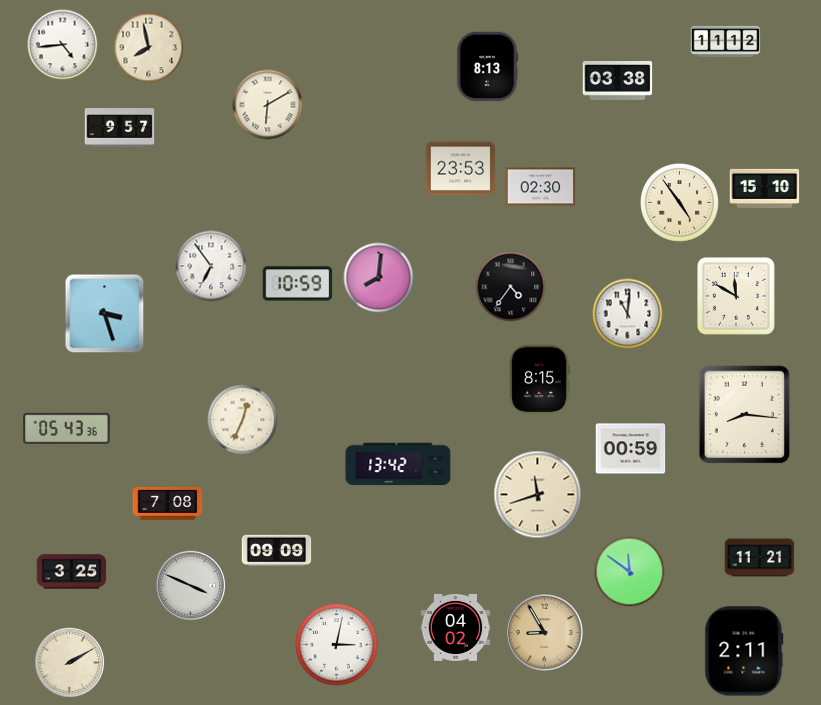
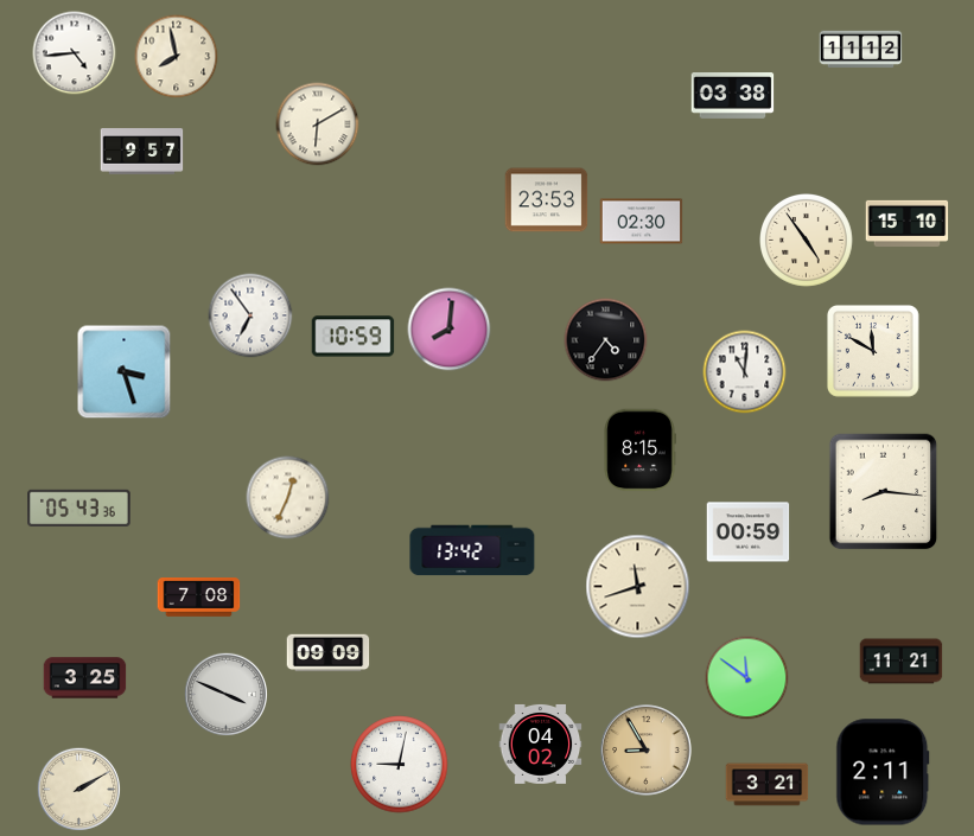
clock at (487, 67): 8:13 -> none
clock at (337, 645): 3:02 -> 9:02
clock at (768, 785): none -> 3:21
clock at (70, 663) position: (70, 663) -> (79, 790)
